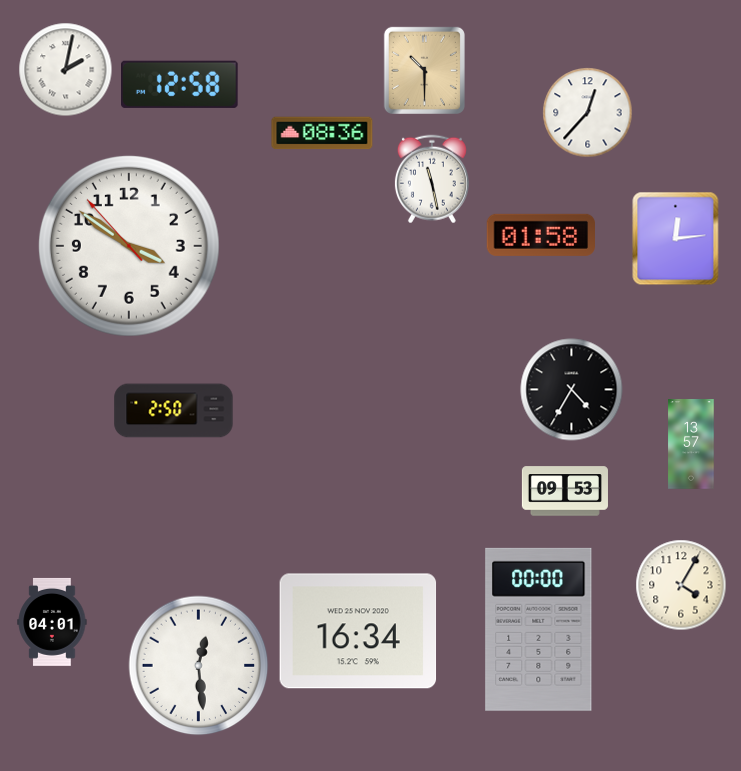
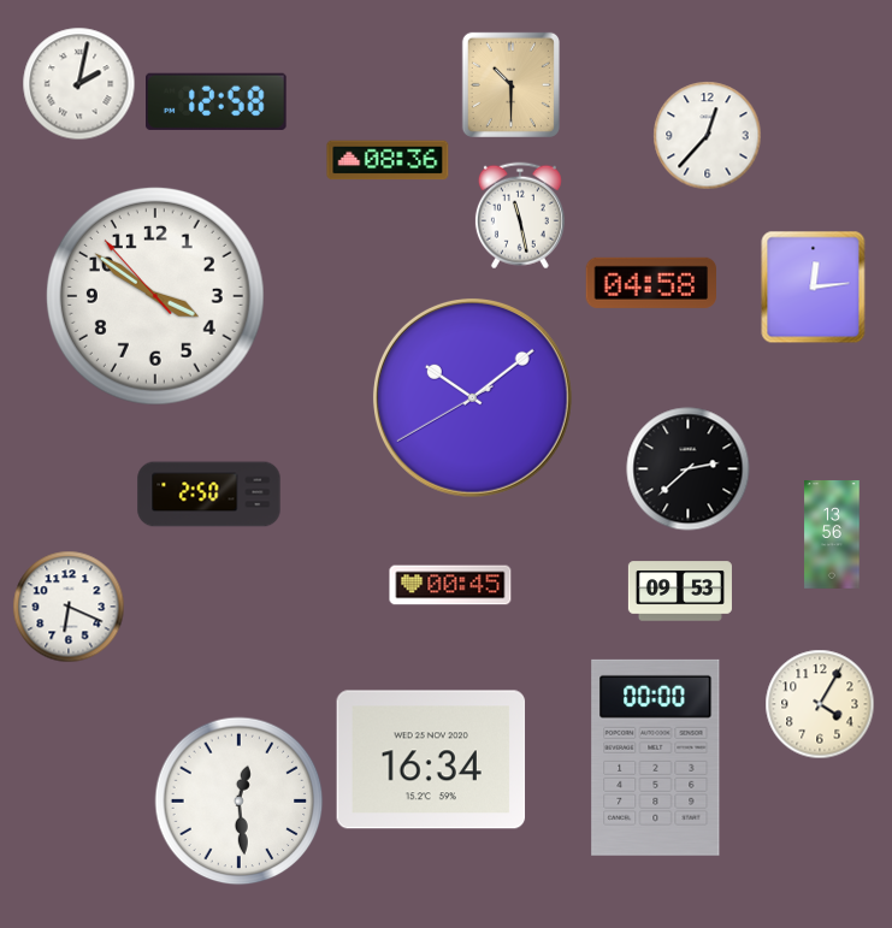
clock at (540, 235): 01:58 -> 04:58
clock at (472, 397): none -> 10:08
clock at (572, 390): 4:35 -> 2:38
clock at (691, 444): 13:57 -> 13:56
clock at (450, 585): none -> 00:45
clock at (69, 607): none -> 6:19
clock at (52, 622): 04:01 -> none
clock at (539, 629) position: (539, 629) -> (656, 757)
